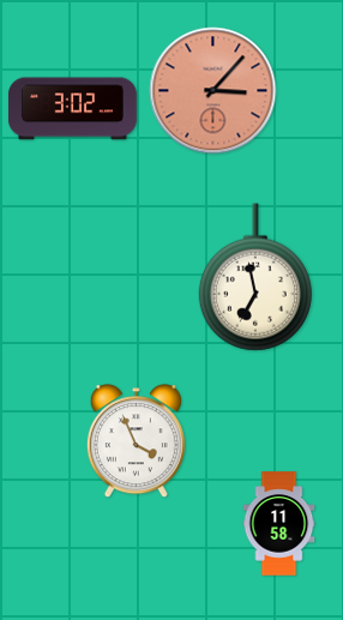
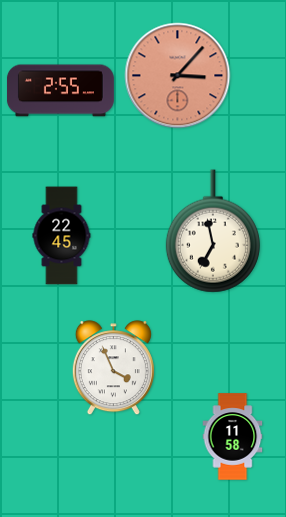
clock at (72, 109): 3:02 -> 2:55
clock at (62, 236): none -> 22:45
